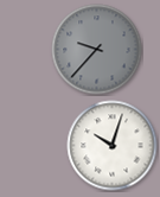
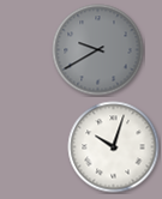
clock at (97, 50): 9:37 -> 9:40
